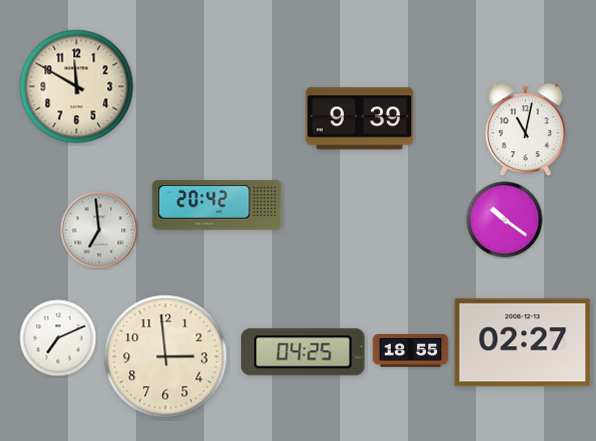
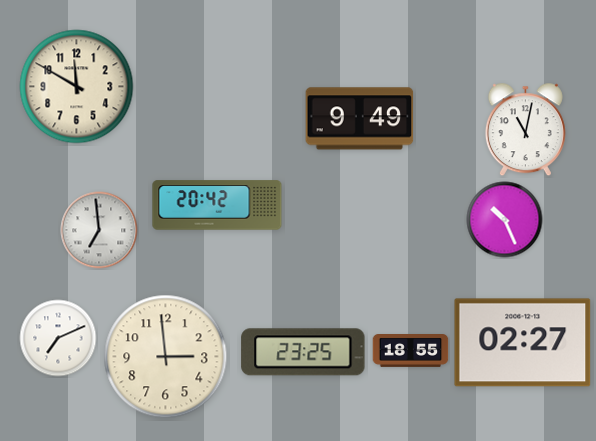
clock at (360, 119): 9:39 -> 9:49
clock at (505, 220): 10:21 -> 10:26
clock at (303, 352): 04:25 -> 23:25
